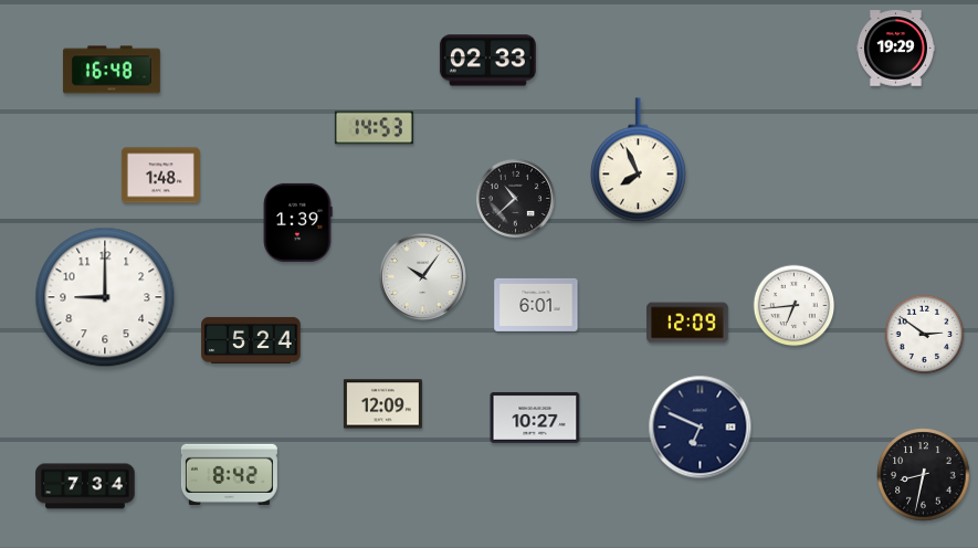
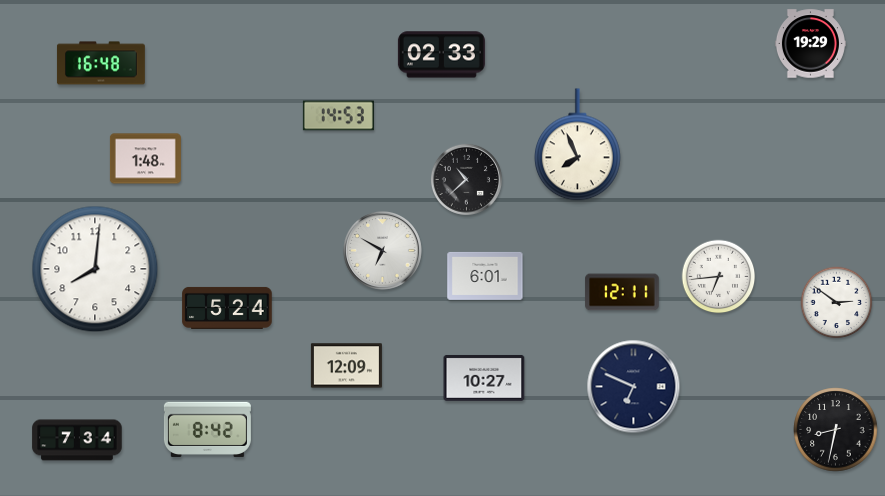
clock at (297, 222): 1:39 -> none
clock at (423, 277): 10:06 -> 6:50
clock at (105, 297): 9:00 -> 8:01
clock at (687, 323): 12:09 -> 12:11
